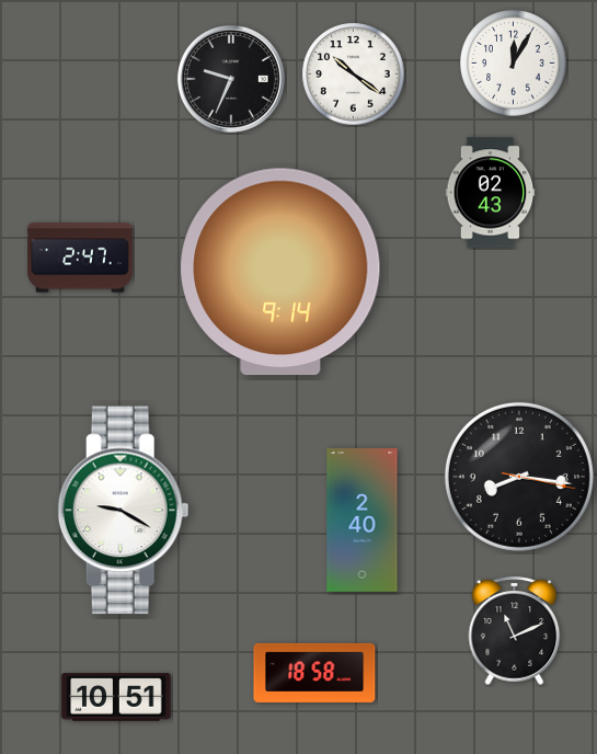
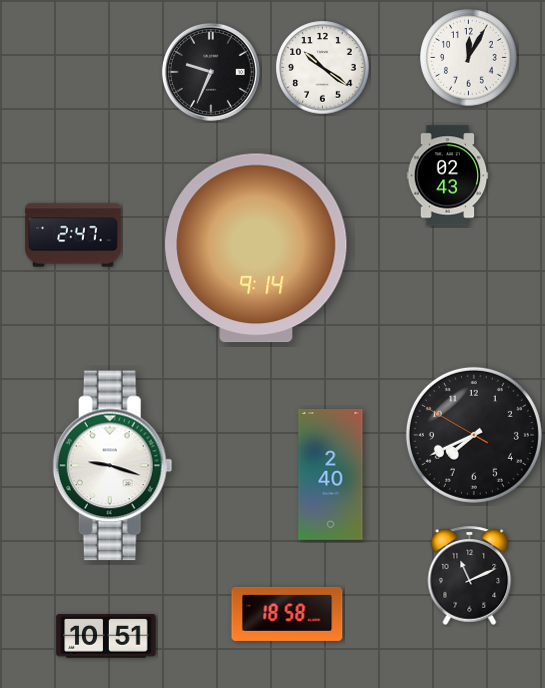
clock at (519, 477): 8:16 -> 7:40
clock at (123, 511): 9:20 -> 9:18
